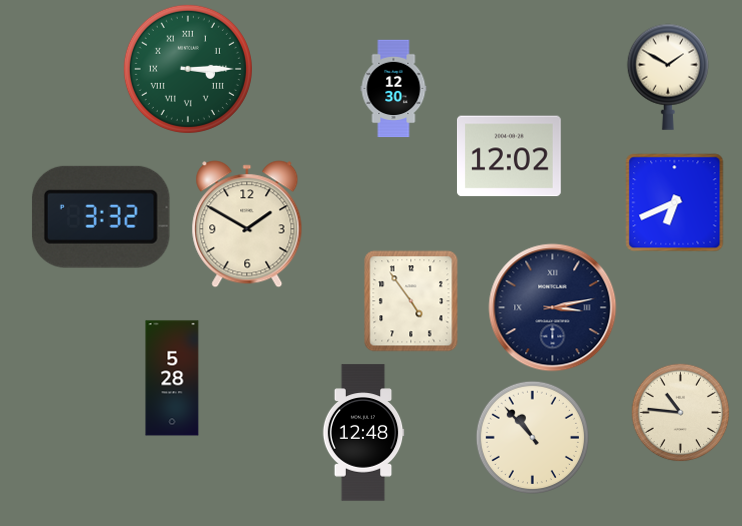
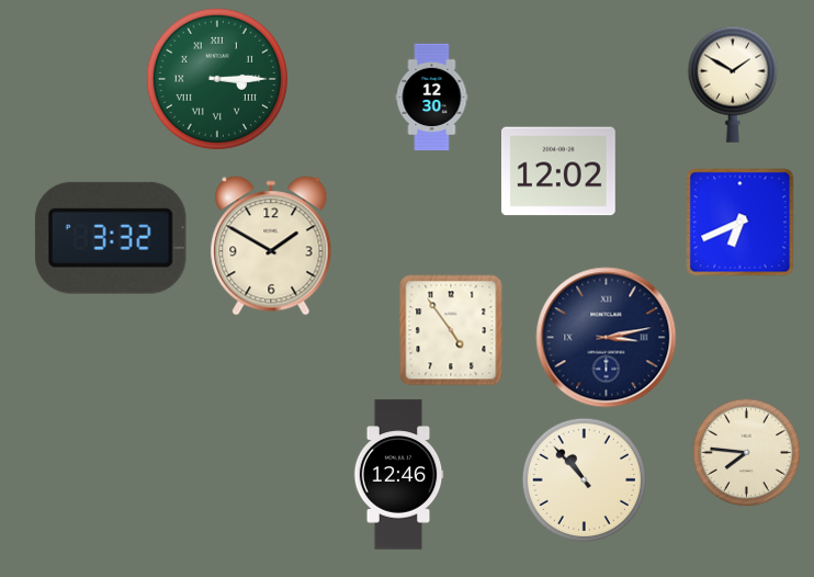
clock at (188, 69) position: (188, 69) -> (217, 79)
clock at (172, 378): 5:28 -> none
clock at (681, 413): 10:46 -> 7:46
clock at (363, 433): 12:48 -> 12:46
